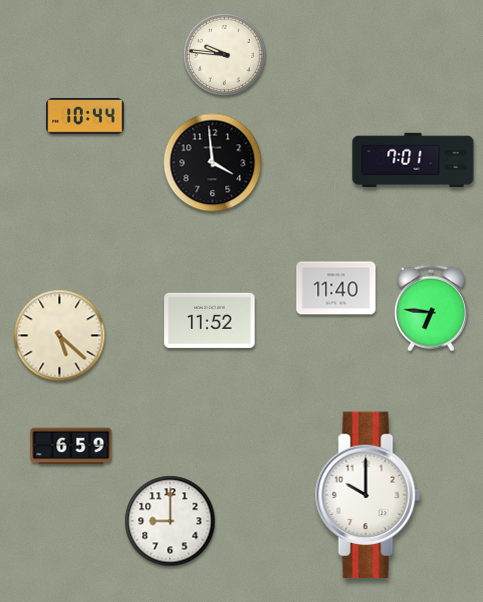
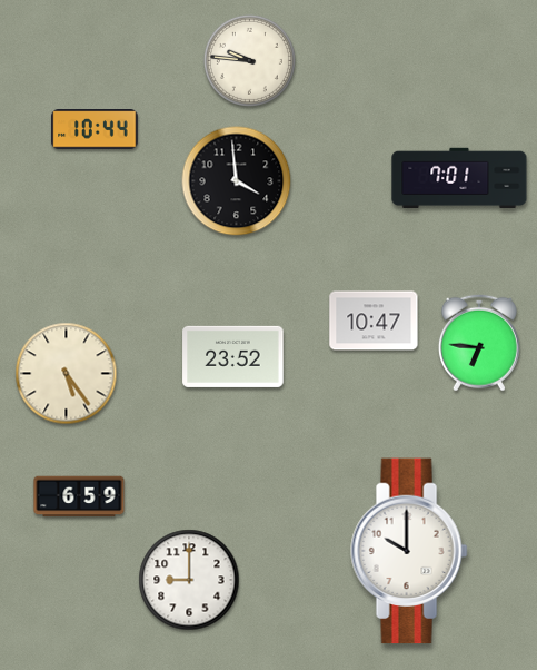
clock at (336, 288): 11:40 -> 10:47
clock at (210, 320): 11:52 -> 23:52
clock at (60, 336): 5:22 -> 5:24
